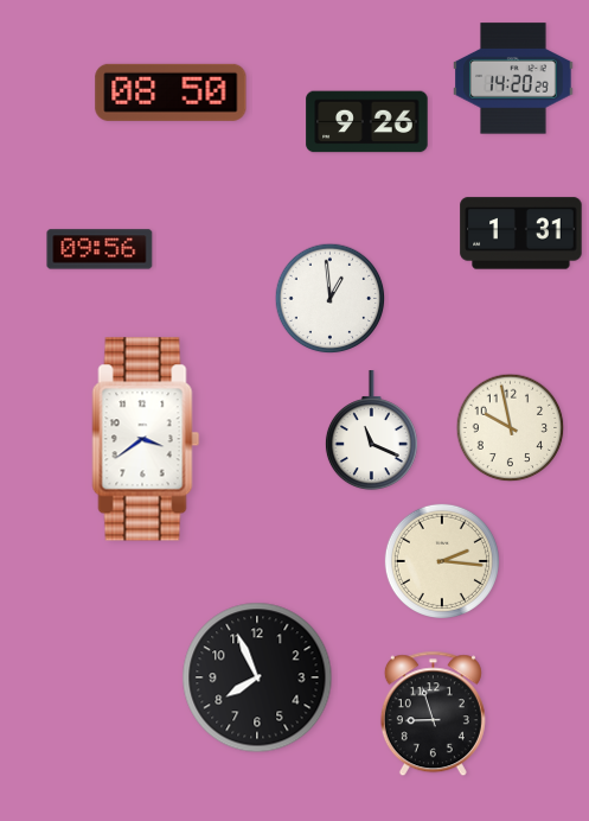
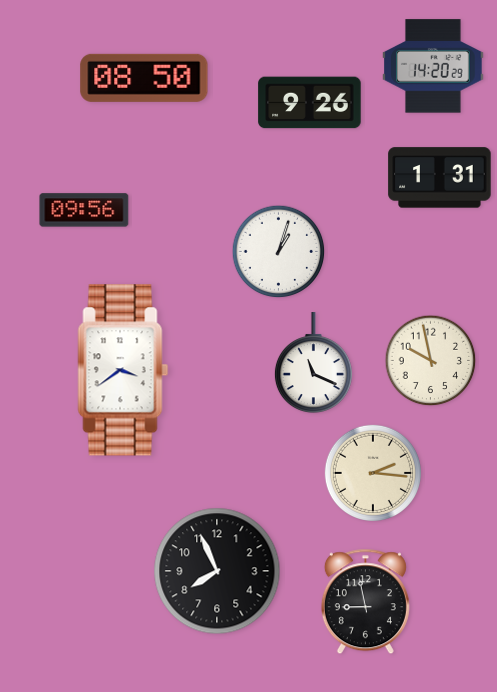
clock at (521, 234) position: (521, 234) -> (440, 178)
clock at (331, 299): 12:59 -> 1:03
clock at (433, 714): 8:57 -> 8:58
